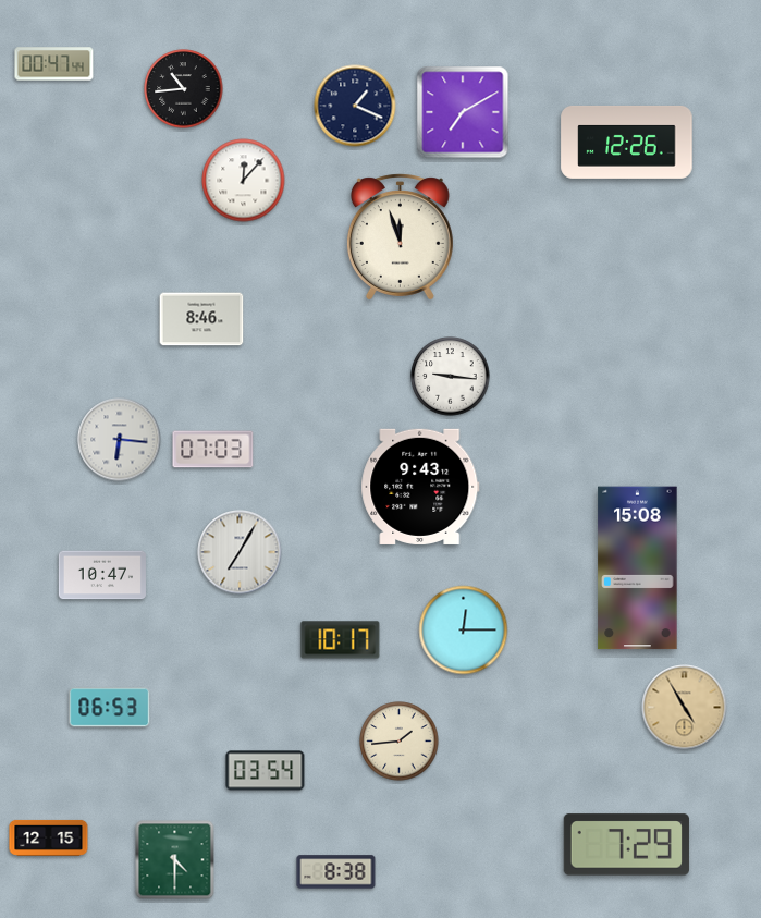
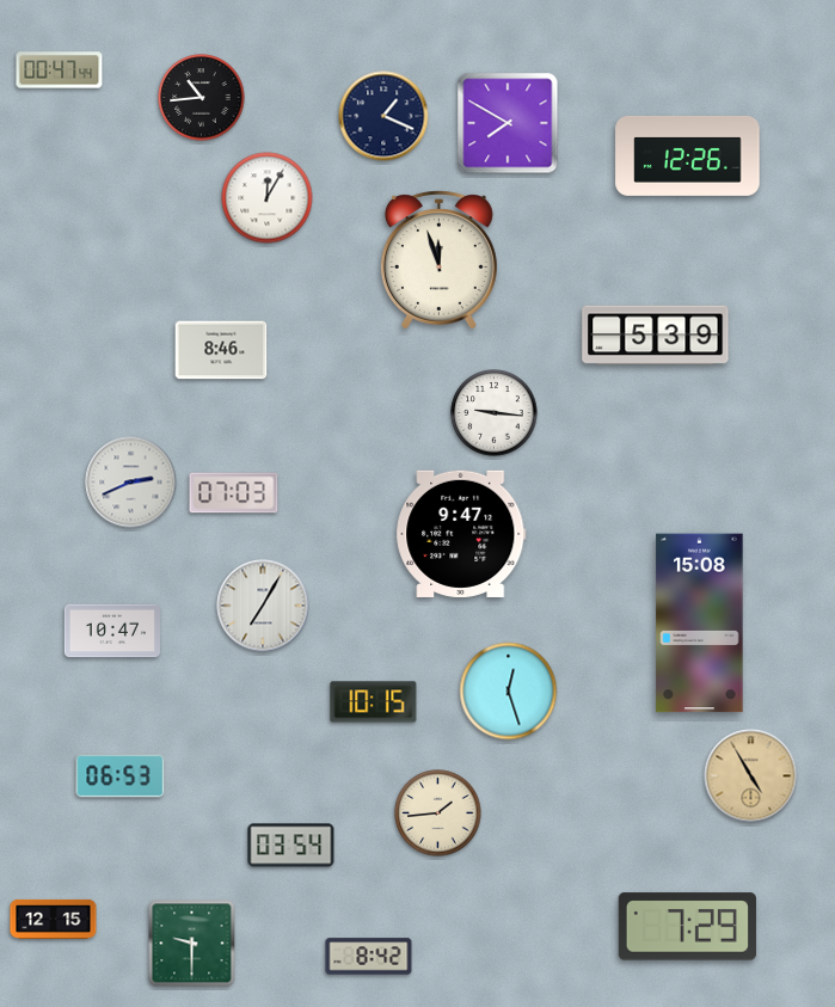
clock at (355, 106) position: (355, 106) -> (383, 116)
clock at (463, 112): 7:10 -> 7:50
clock at (244, 181): 12:07 -> 12:05
clock at (656, 336): none -> 5:39
clock at (120, 440): 6:16 -> 2:41
clock at (420, 487): 9:43 -> 9:47
clock at (464, 631): 12:15 -> 12:27
clock at (341, 640): 10:17 -> 10:15
clock at (175, 860): 4:30 -> 9:30
clock at (336, 872): 8:38 -> 8:42
